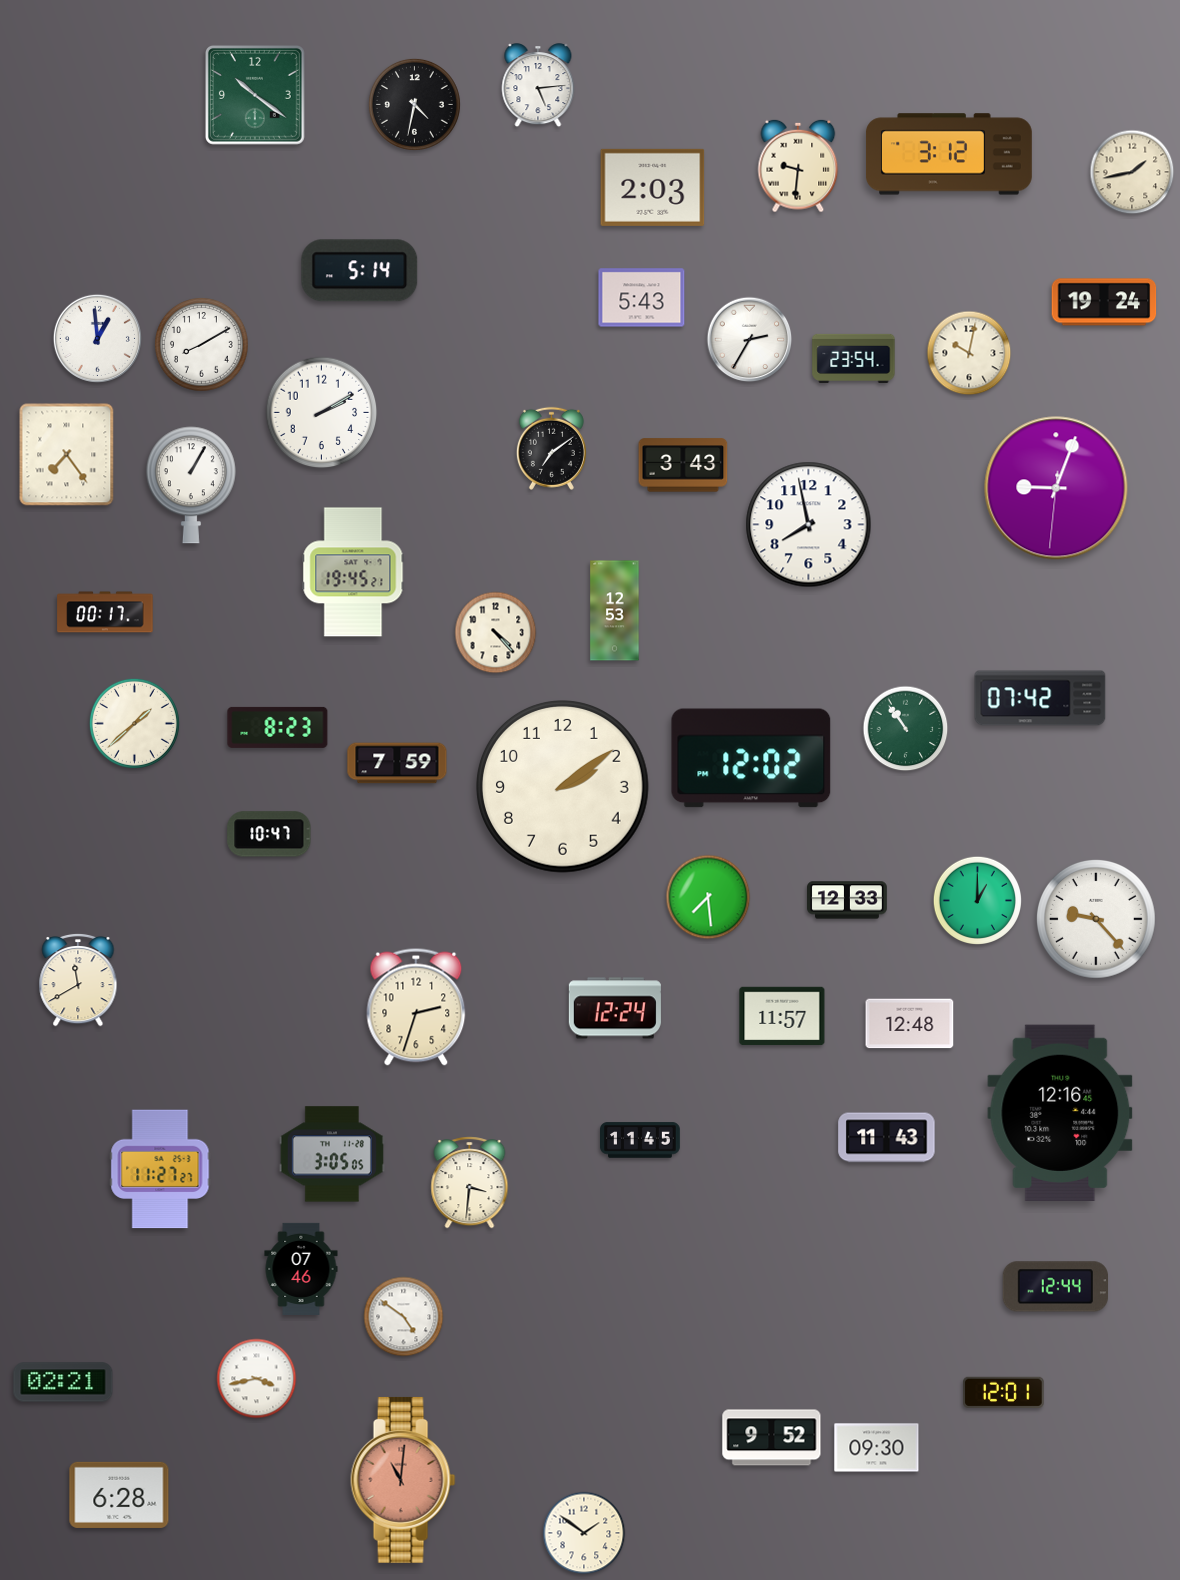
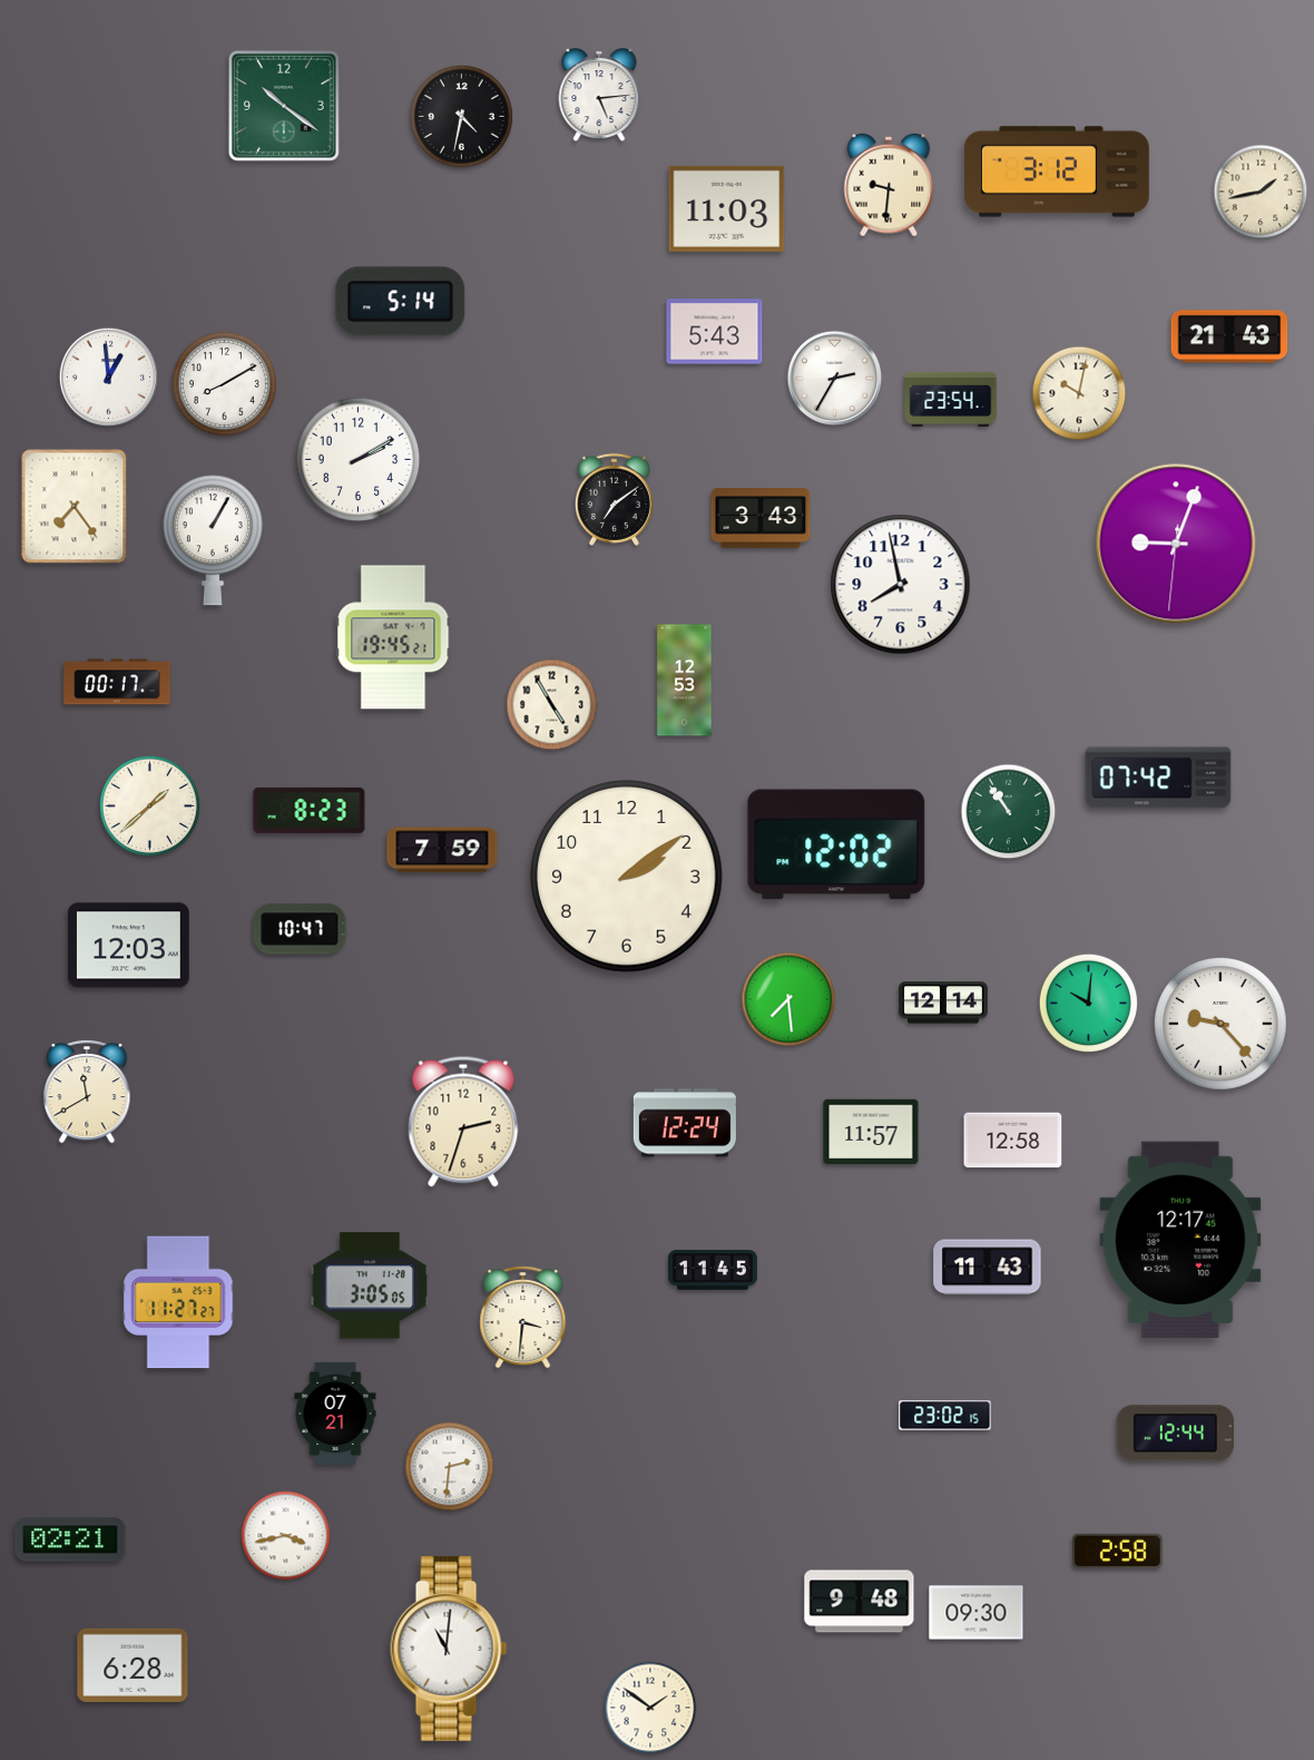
clock at (653, 187): 2:03 -> 11:03
clock at (1104, 302): 19:24 -> 21:43
clock at (496, 633): 4:23 -> 4:55
clock at (129, 946): none -> 12:03
clock at (848, 900): 12:33 -> 12:14
clock at (977, 900): 1:00 -> 10:01
clock at (910, 1024): 12:48 -> 12:58
clock at (1060, 1113): 12:16 -> 12:17
clock at (301, 1269): 07:46 -> 07:21
clock at (945, 1416): none -> 23:02
clock at (404, 1317): 4:51 -> 2:31
clock at (1004, 1392): 12:01 -> 2:58
clock at (772, 1438): 9:52 -> 9:48
clock at (403, 1480) dial: salmon -> white
